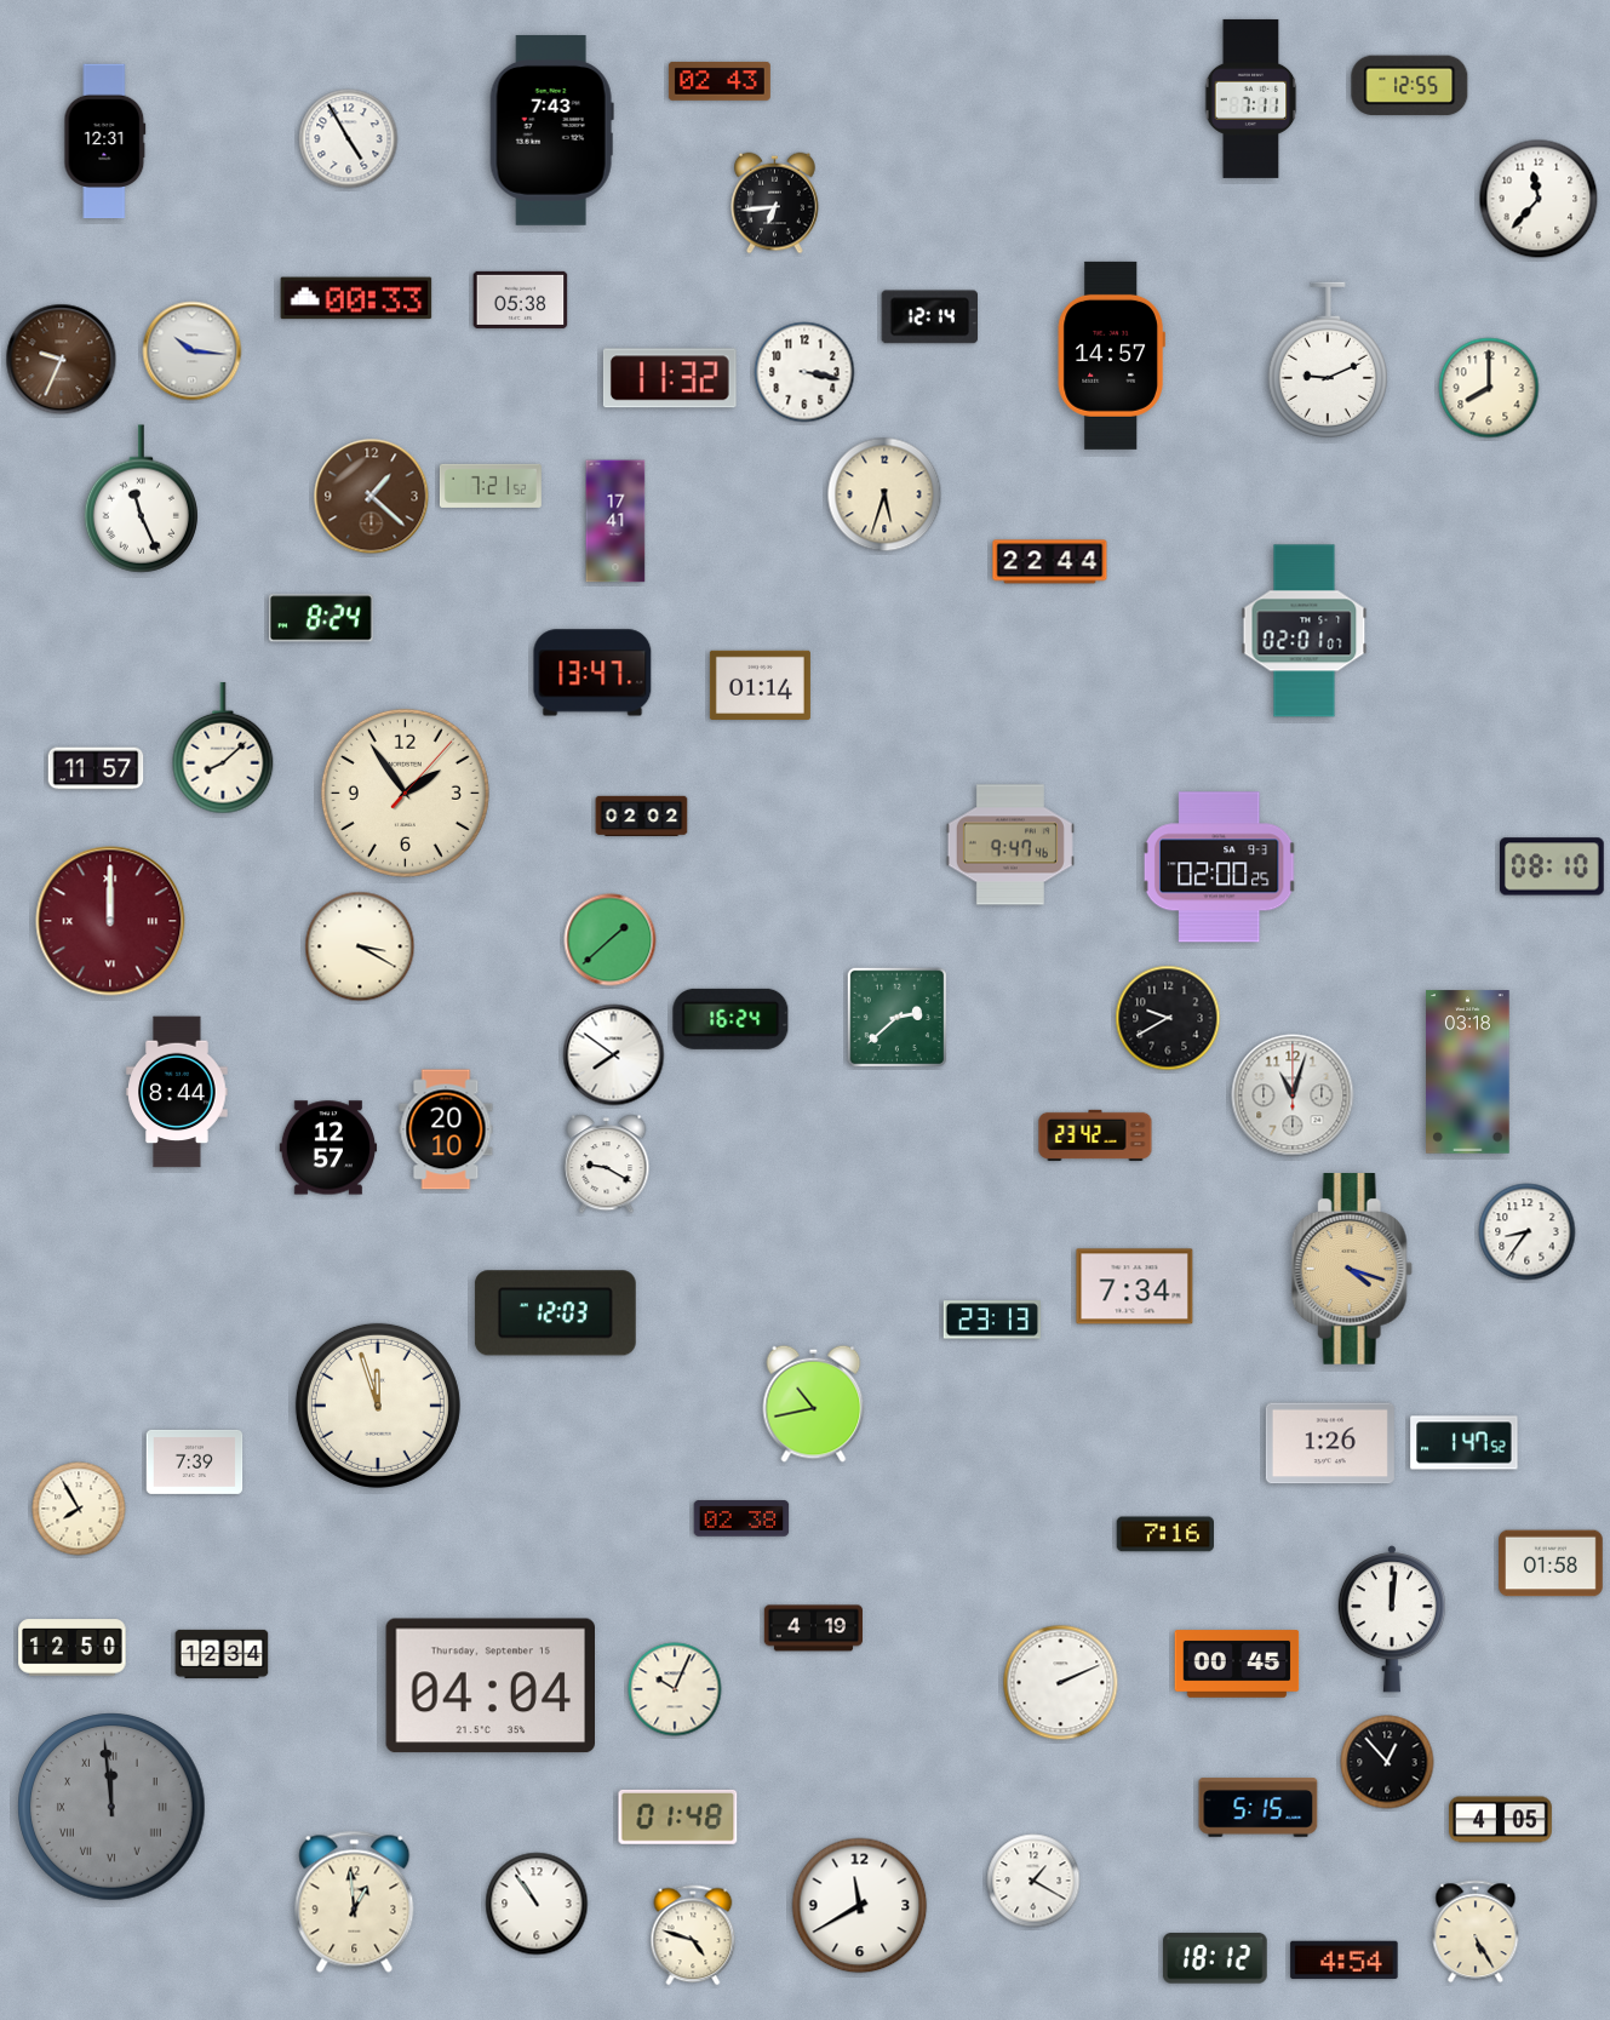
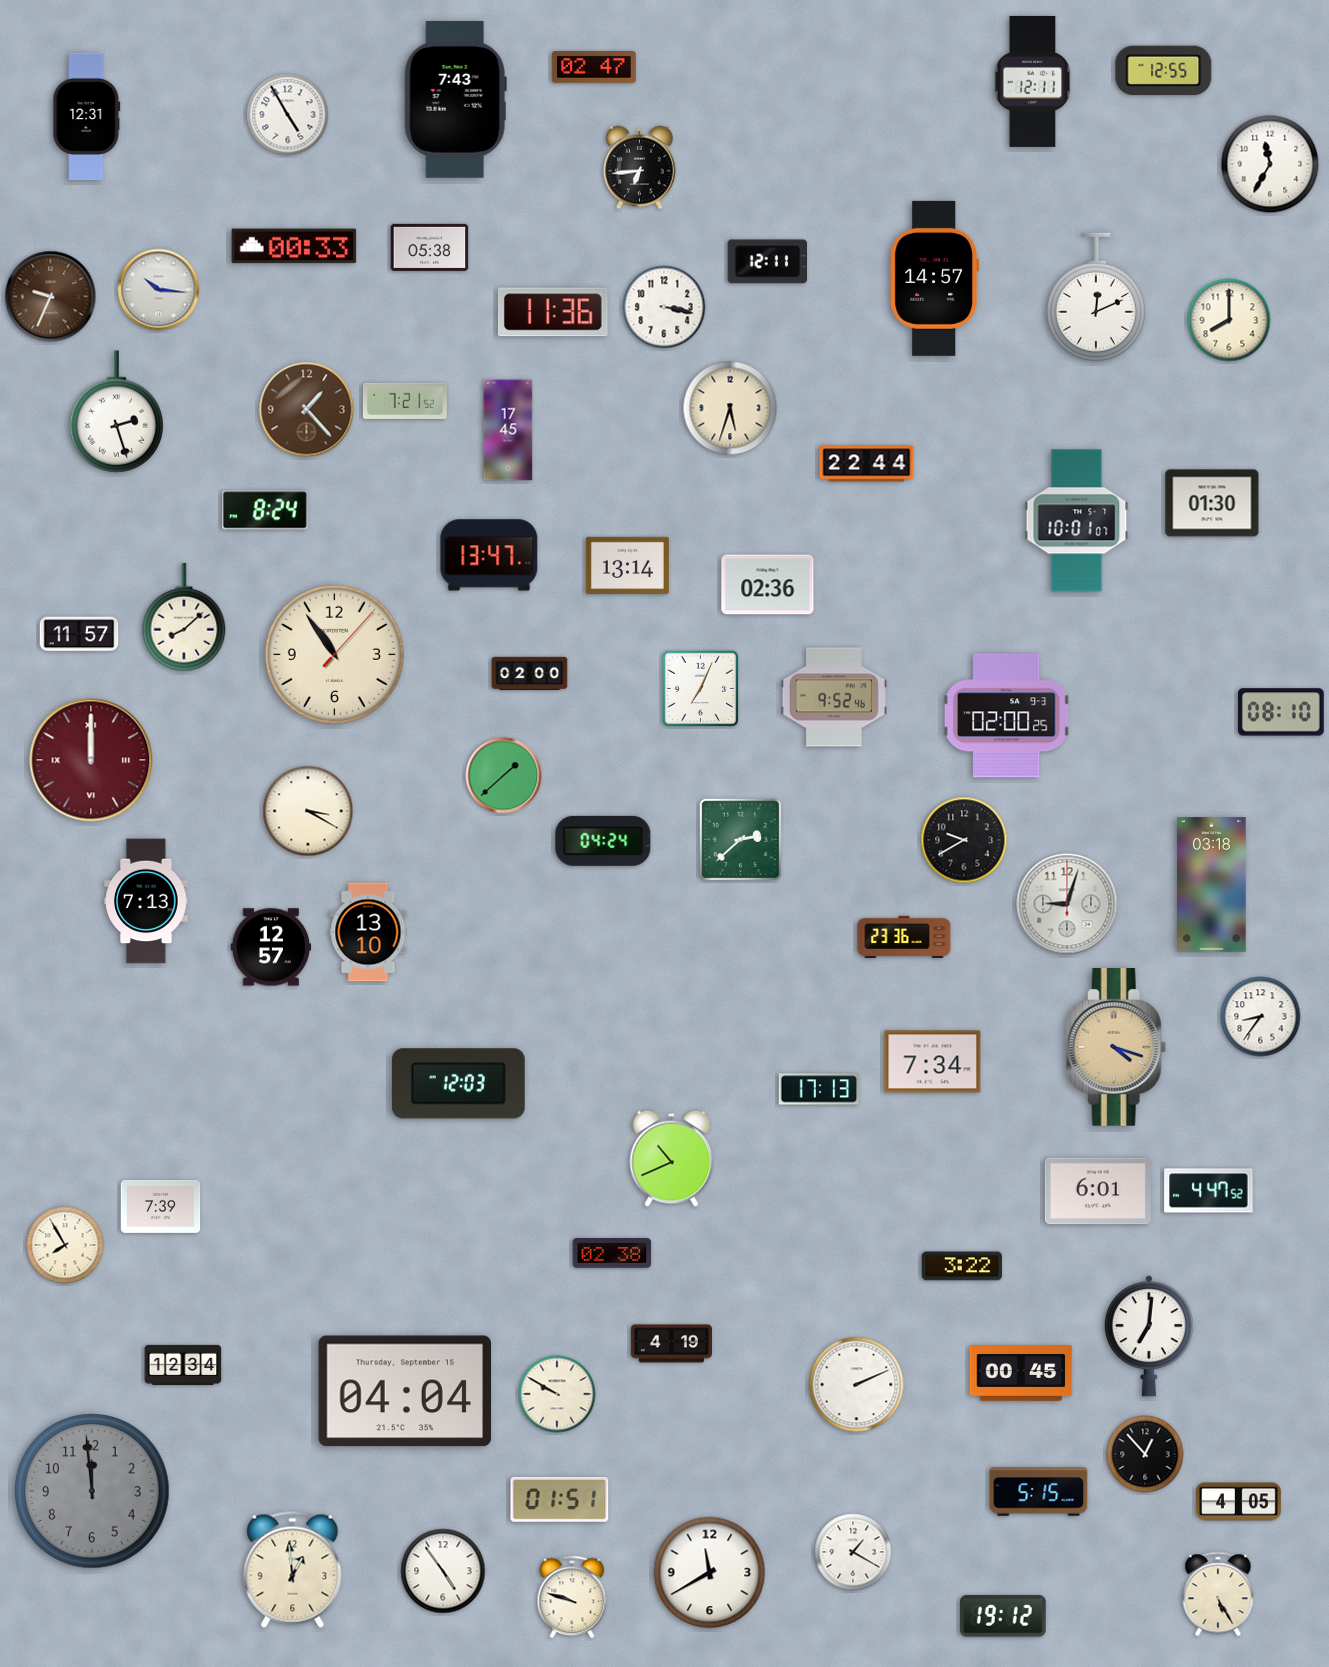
clock at (720, 81): 02:43 -> 02:47
clock at (1251, 98): 7:11 -> 12:11
clock at (551, 130) position: (551, 130) -> (455, 99)
clock at (1539, 199): 11:37 -> 11:35
clock at (929, 317): 12:14 -> 12:11
clock at (1111, 355) position: (1111, 355) -> (934, 278)
clock at (1328, 360): 9:11 -> 12:11
clock at (670, 378): 11:32 -> 11:36
clock at (372, 497): 1:22 -> 1:23
clock at (141, 499): 11:26 -> 2:27
clock at (615, 521): 17:41 -> 17:45
clock at (1212, 503): none -> 01:30
clock at (1305, 631): 02:01 -> 10:01
clock at (760, 685): 01:14 -> 13:14
clock at (768, 585): none -> 02:36
clock at (405, 792): 1:54 -> 10:54
clock at (642, 816): 02:02 -> 02:00
clock at (701, 689): none -> 7:04
clock at (1010, 845): 9:47 -> 9:52
clock at (1552, 866) position: (1552, 866) -> (1281, 712)
clock at (360, 946) position: (360, 946) -> (308, 811)
clock at (730, 1019): 16:24 -> 04:24
clock at (614, 1055): 7:51 -> none
clock at (177, 1092): 8:44 -> 7:13
clock at (1293, 1095): 11:03 -> 9:03
clock at (446, 1129): 20:10 -> 13:10
clock at (1095, 1135): 23:42 -> 23:36
clock at (607, 1164): 9:20 -> none
clock at (1135, 1287) position: (1135, 1287) -> (933, 1062)
clock at (991, 1320): 23:13 -> 17:13
clock at (814, 1403): 10:43 -> 10:41
clock at (378, 1406): 11:57 -> none
clock at (1330, 1443): 1:26 -> 6:01
clock at (1465, 1443): 1:47 -> 4:47
clock at (1164, 1534): 7:16 -> 3:22
clock at (1551, 1563): 01:58 -> none
clock at (1392, 1619): 12:01 -> 7:01
clock at (73, 1648): 12:50 -> none
clock at (1061, 1683) position: (1061, 1683) -> (857, 1385)
clock at (675, 1689): 10:04 -> 9:50
clock at (111, 1807) numerals: Roman -> Arabic
clock at (678, 1816): 01:48 -> 01:51
clock at (537, 1904): 10:54 -> 4:54
clock at (693, 1935): 4:48 -> 9:48
clock at (1215, 1958): 18:12 -> 19:12
clock at (1345, 1961): 4:54 -> none
